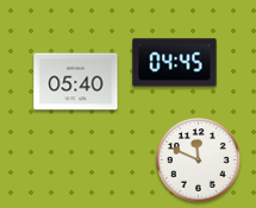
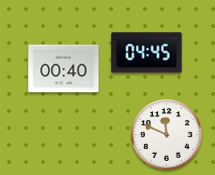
clock at (76, 82): 05:40 -> 00:40
